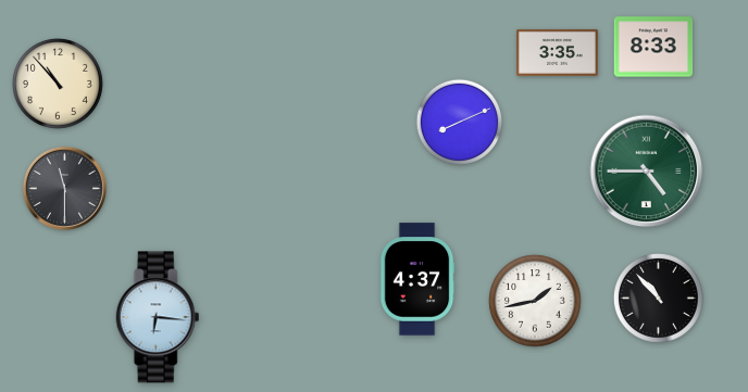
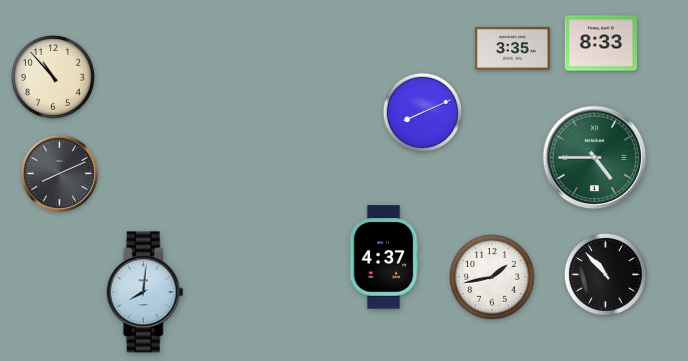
clock at (64, 188): 11:30 -> 8:11
clock at (158, 317): 6:16 -> 8:01
